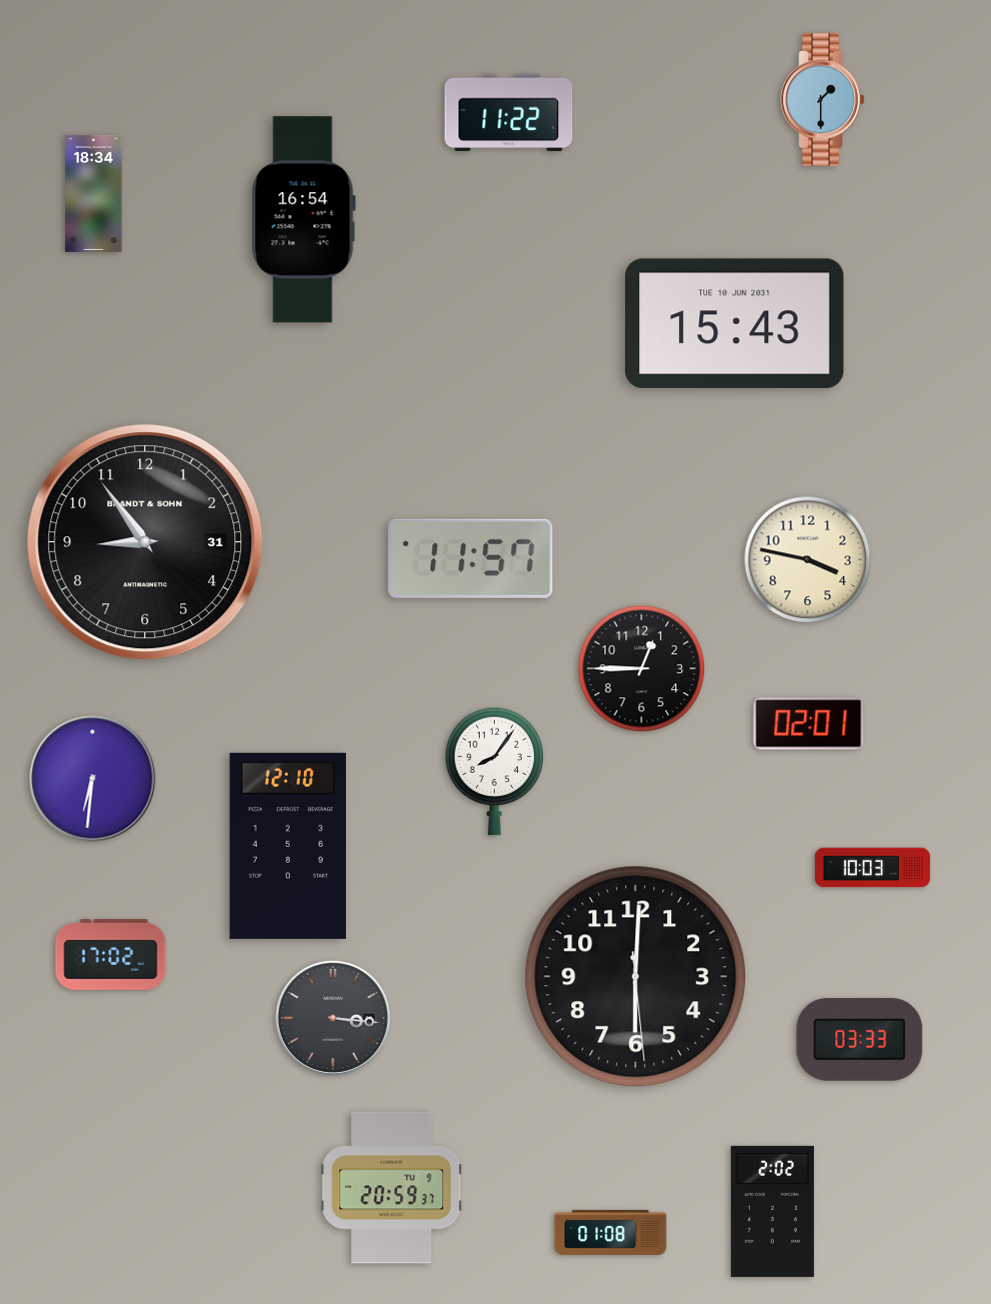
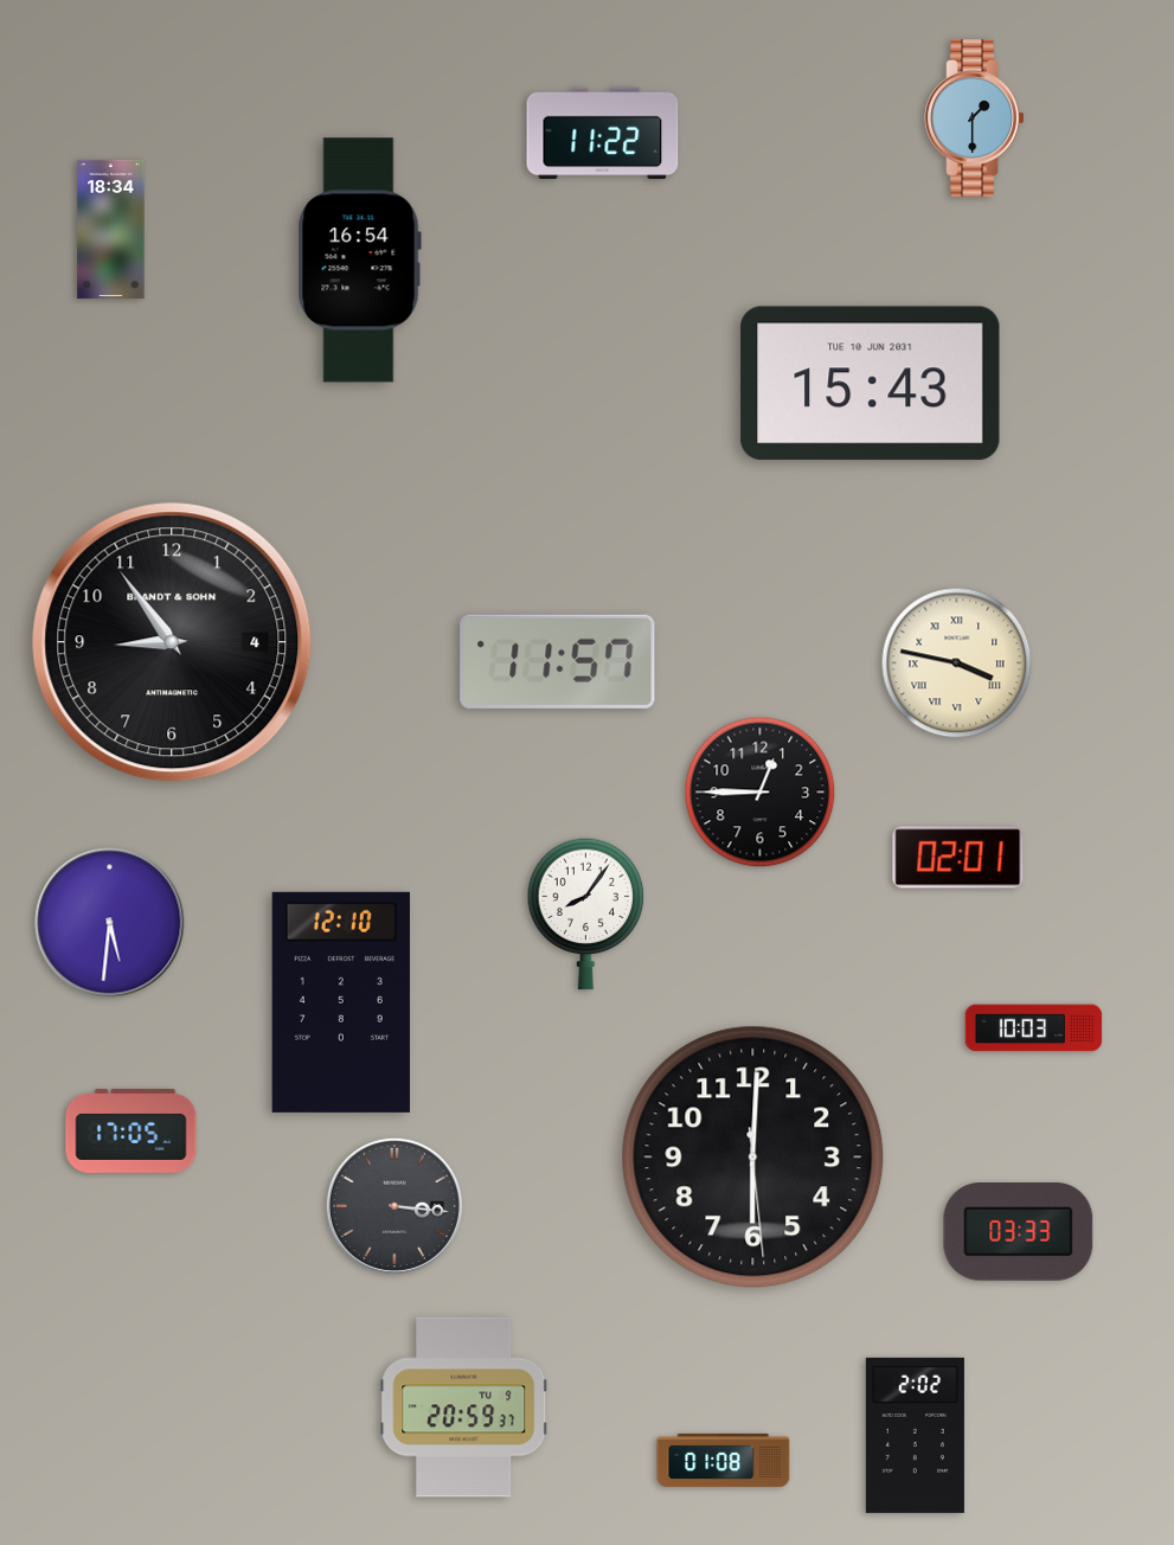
clock at (145, 542) date: 31 -> 4
clock at (808, 560) numerals: Arabic -> Roman
clock at (93, 779): 6:31 -> 5:31
clock at (111, 954): 17:02 -> 17:05
